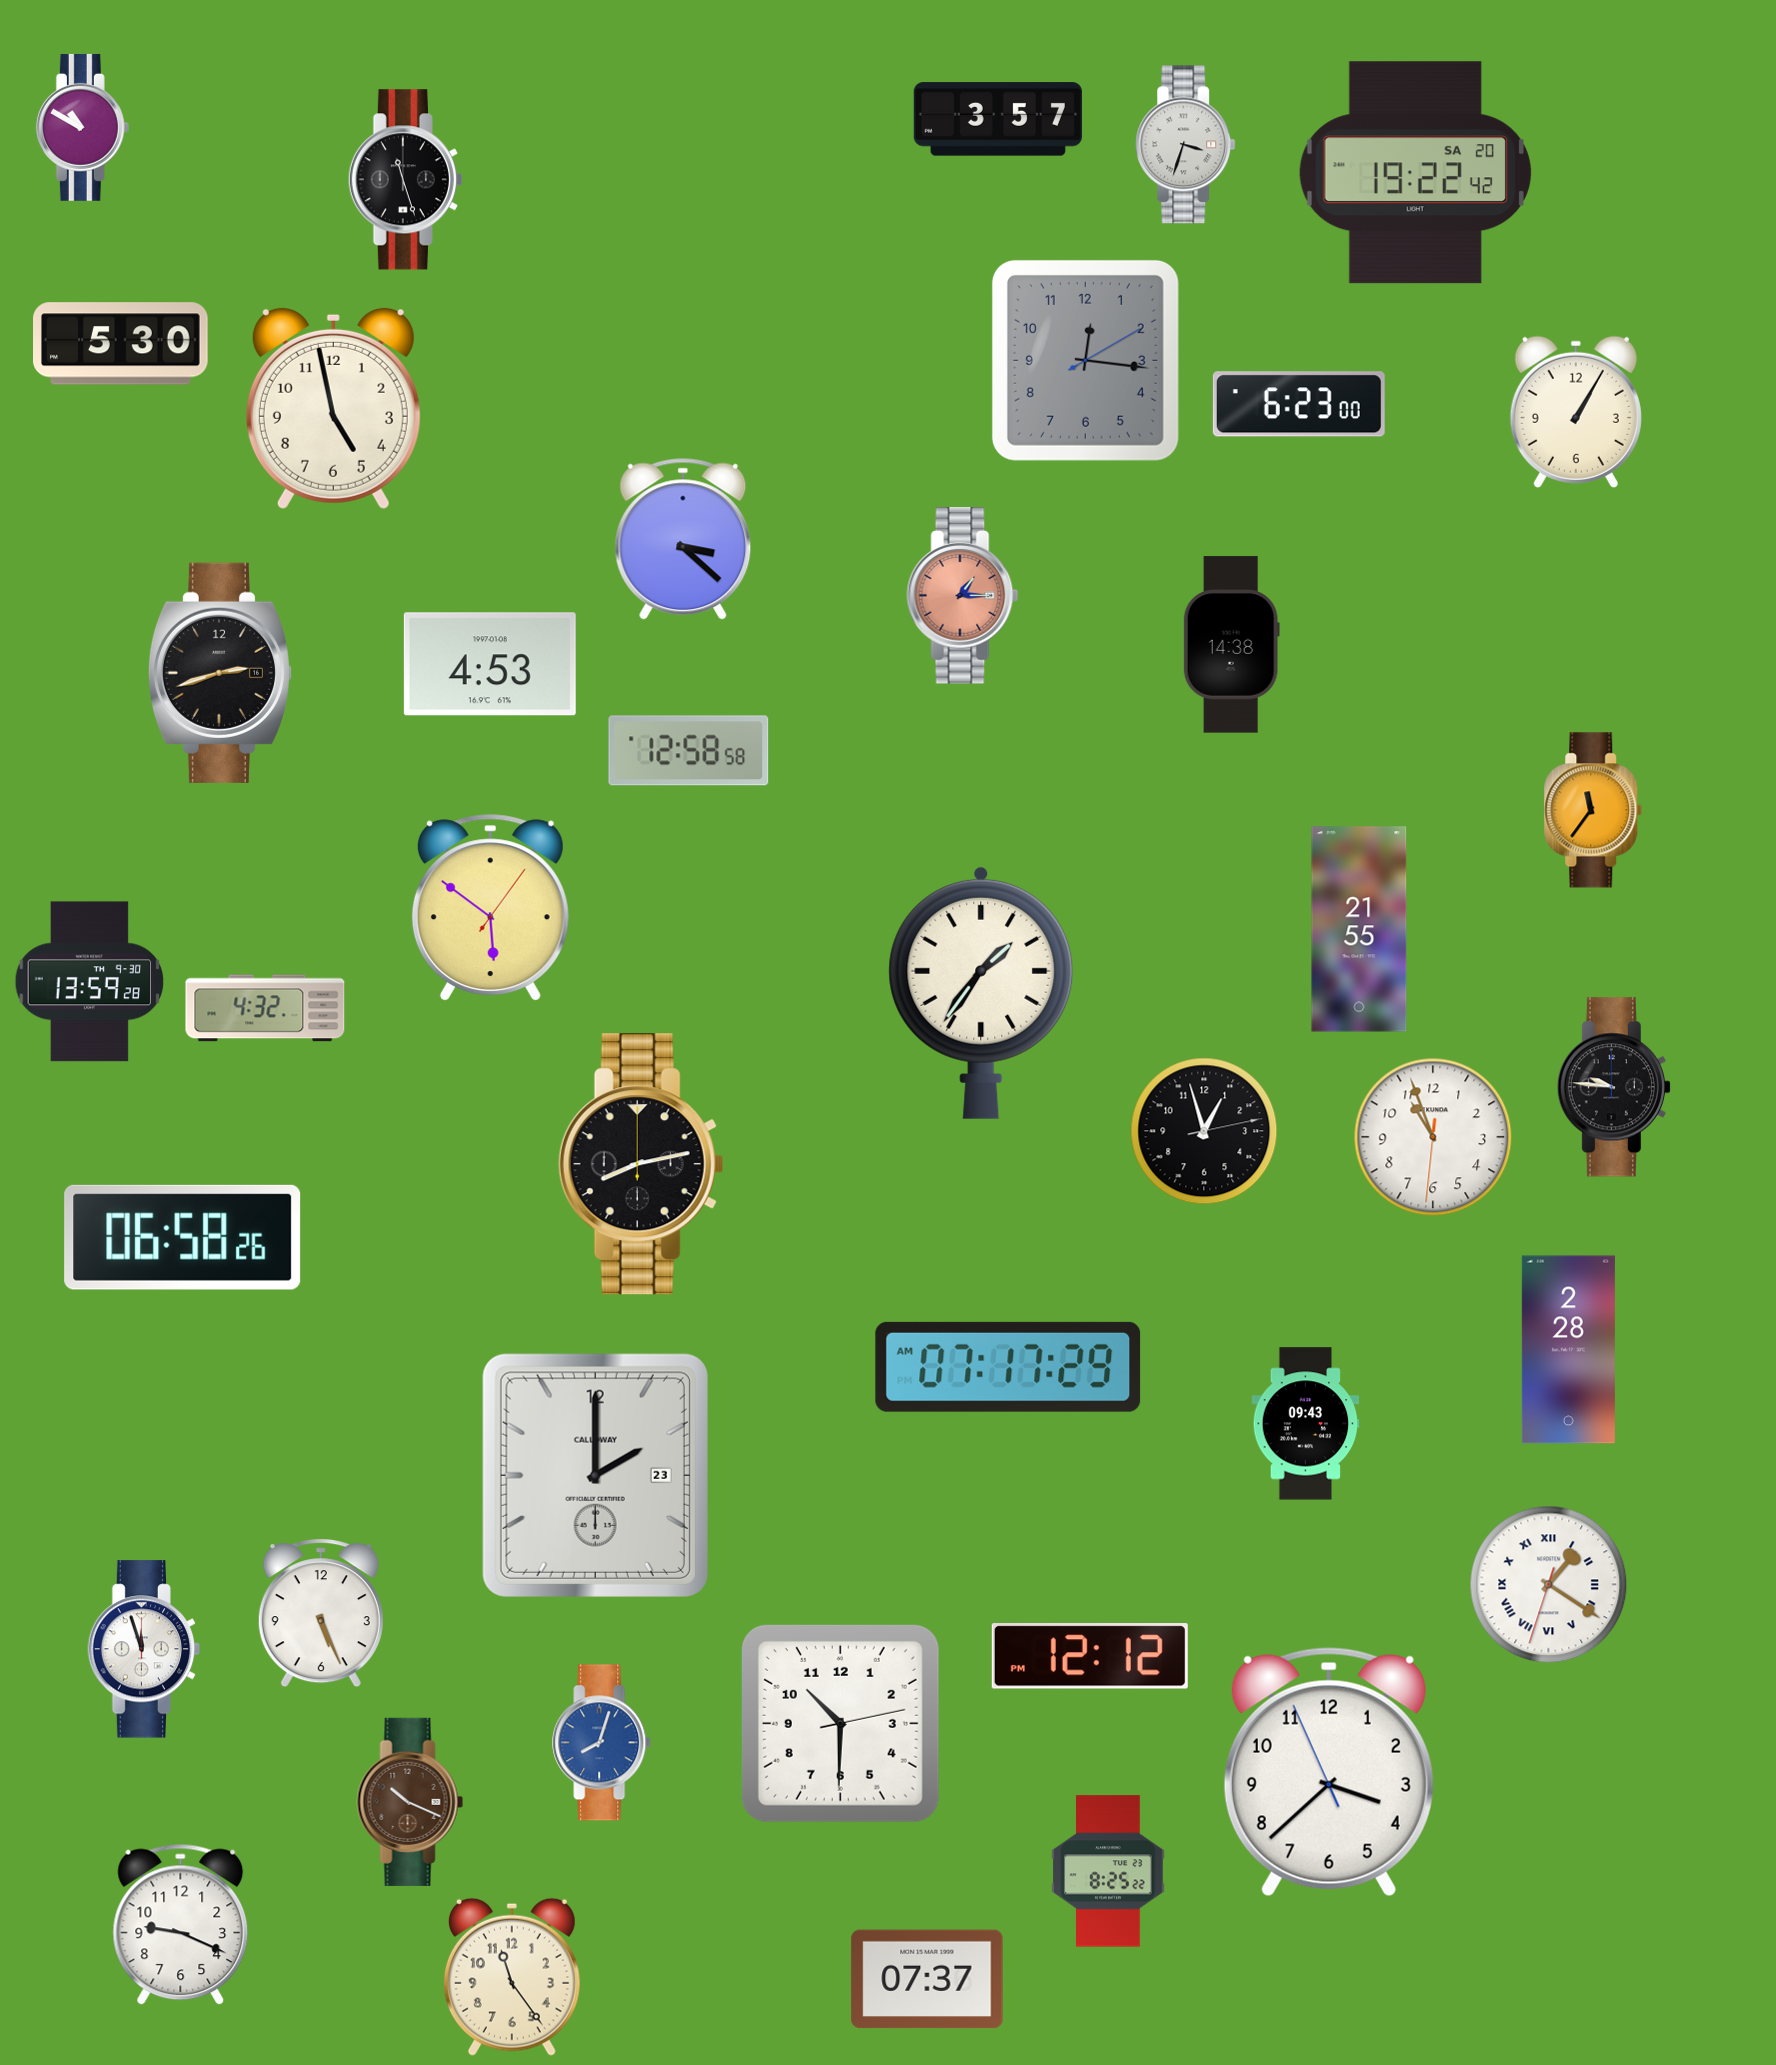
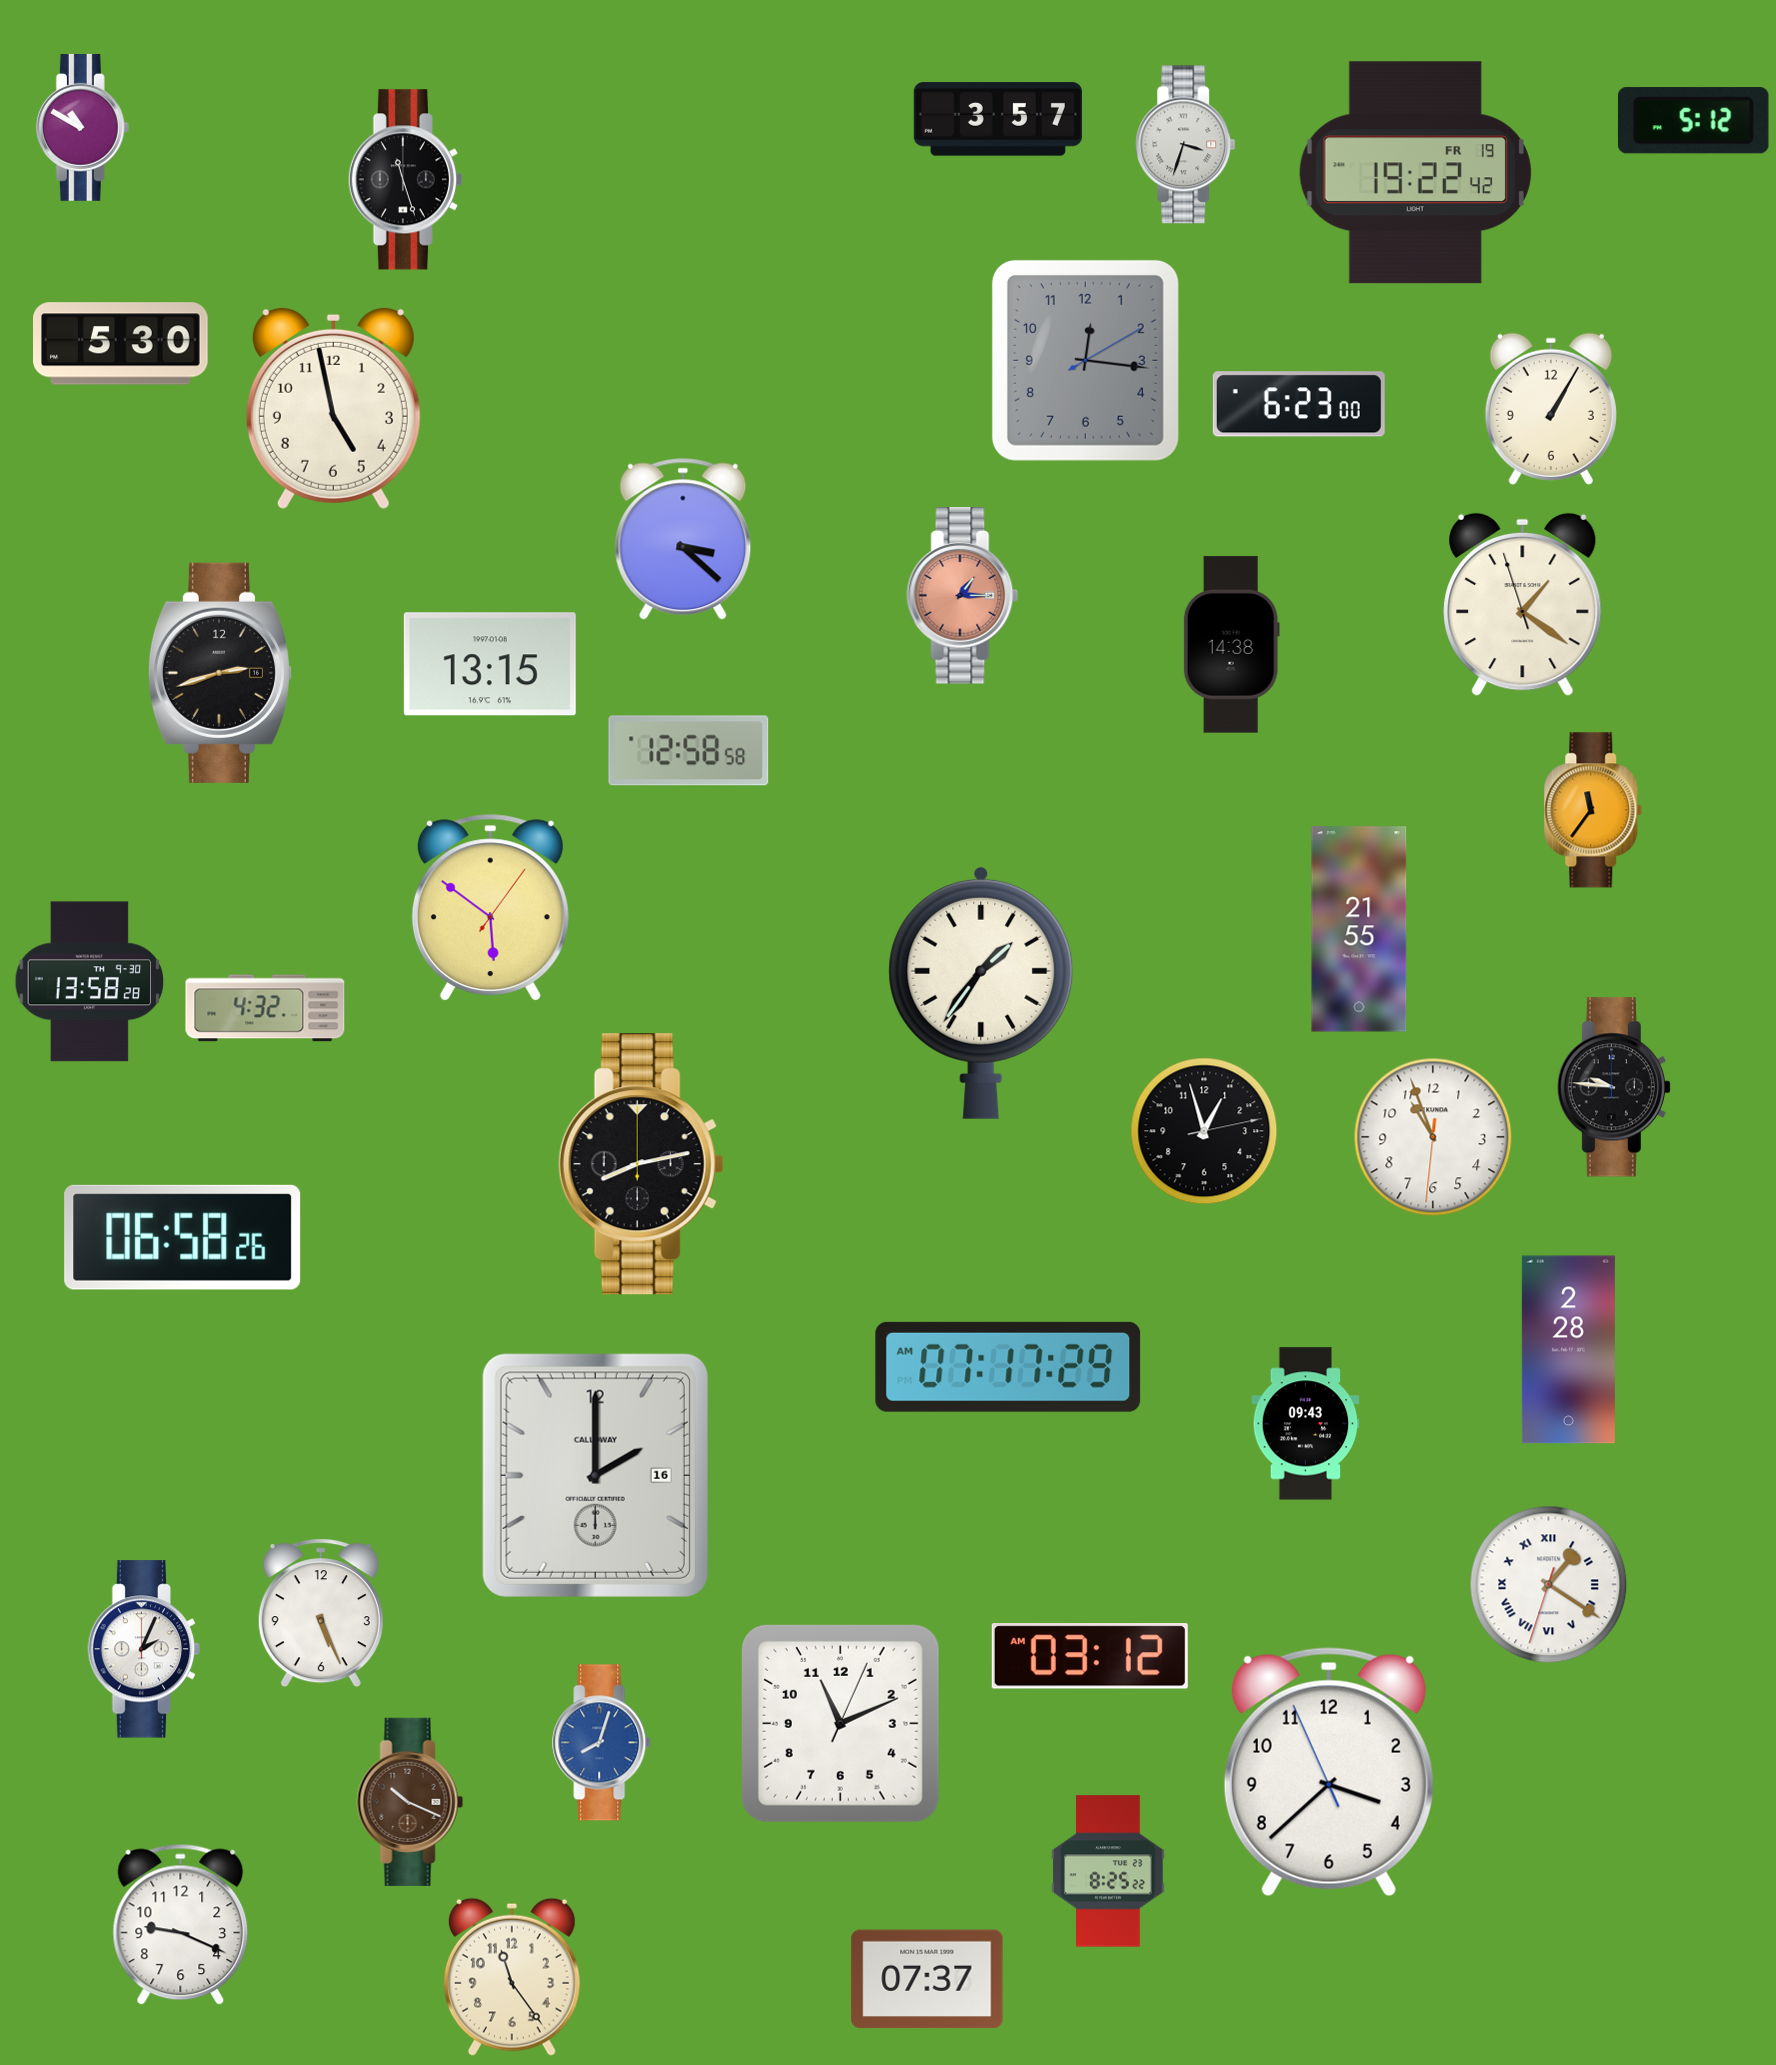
clock at (1693, 121): none -> 5:12
clock at (1415, 173) date: SA 20 -> FR 19
clock at (1576, 412) position: (1576, 412) -> (1551, 409)
clock at (1523, 605): none -> 1:20
clock at (490, 664): 4:53 -> 13:15
clock at (90, 982): 13:59 -> 13:58
clock at (595, 1475) date: 23 -> 16
clock at (144, 1649): 11:57 -> 2:04
clock at (1090, 1656): 12:12 -> 03:12
clock at (840, 1723): 10:30 -> 11:11
